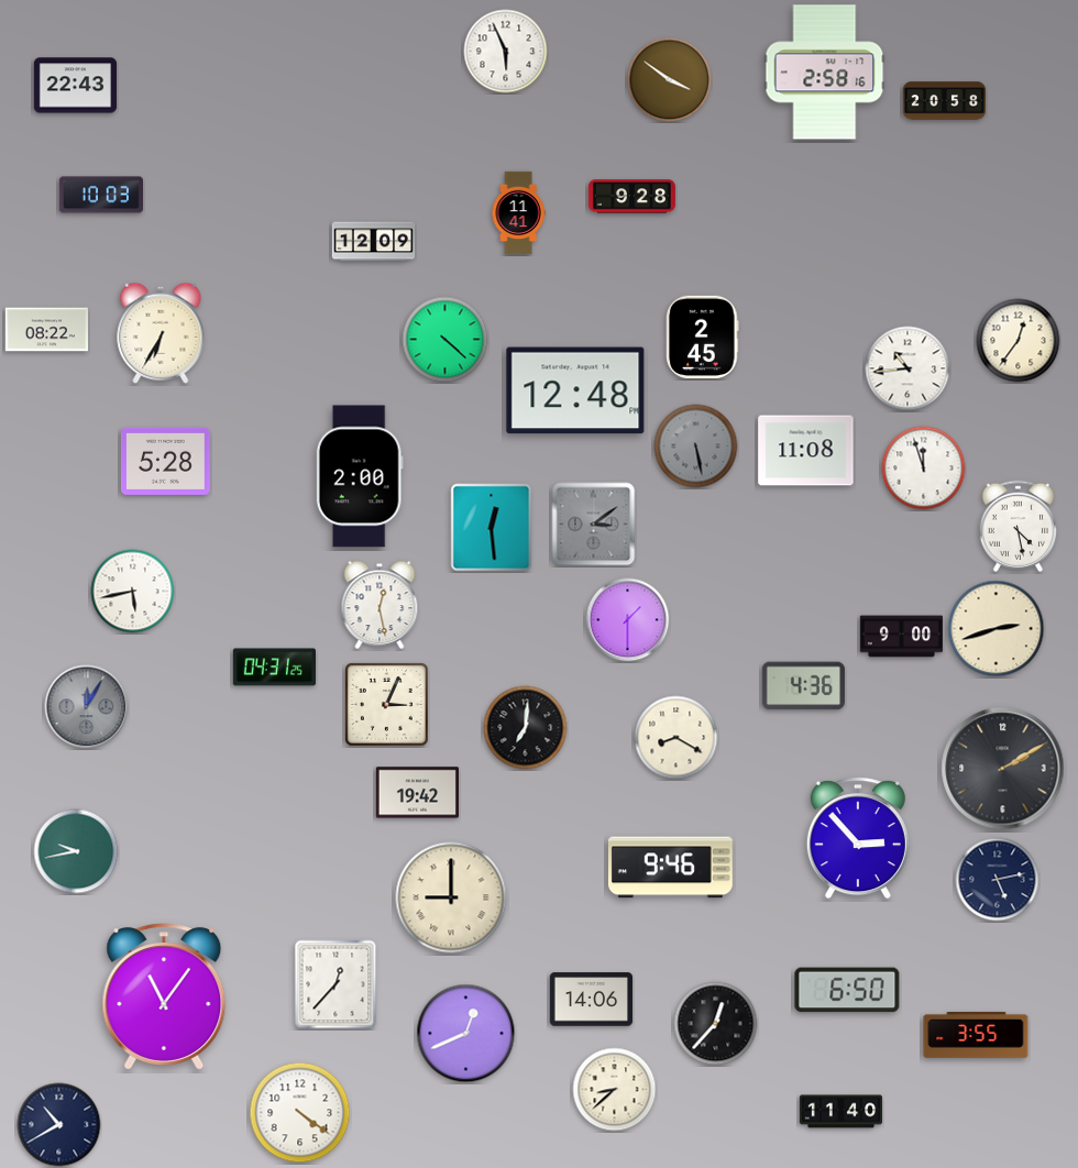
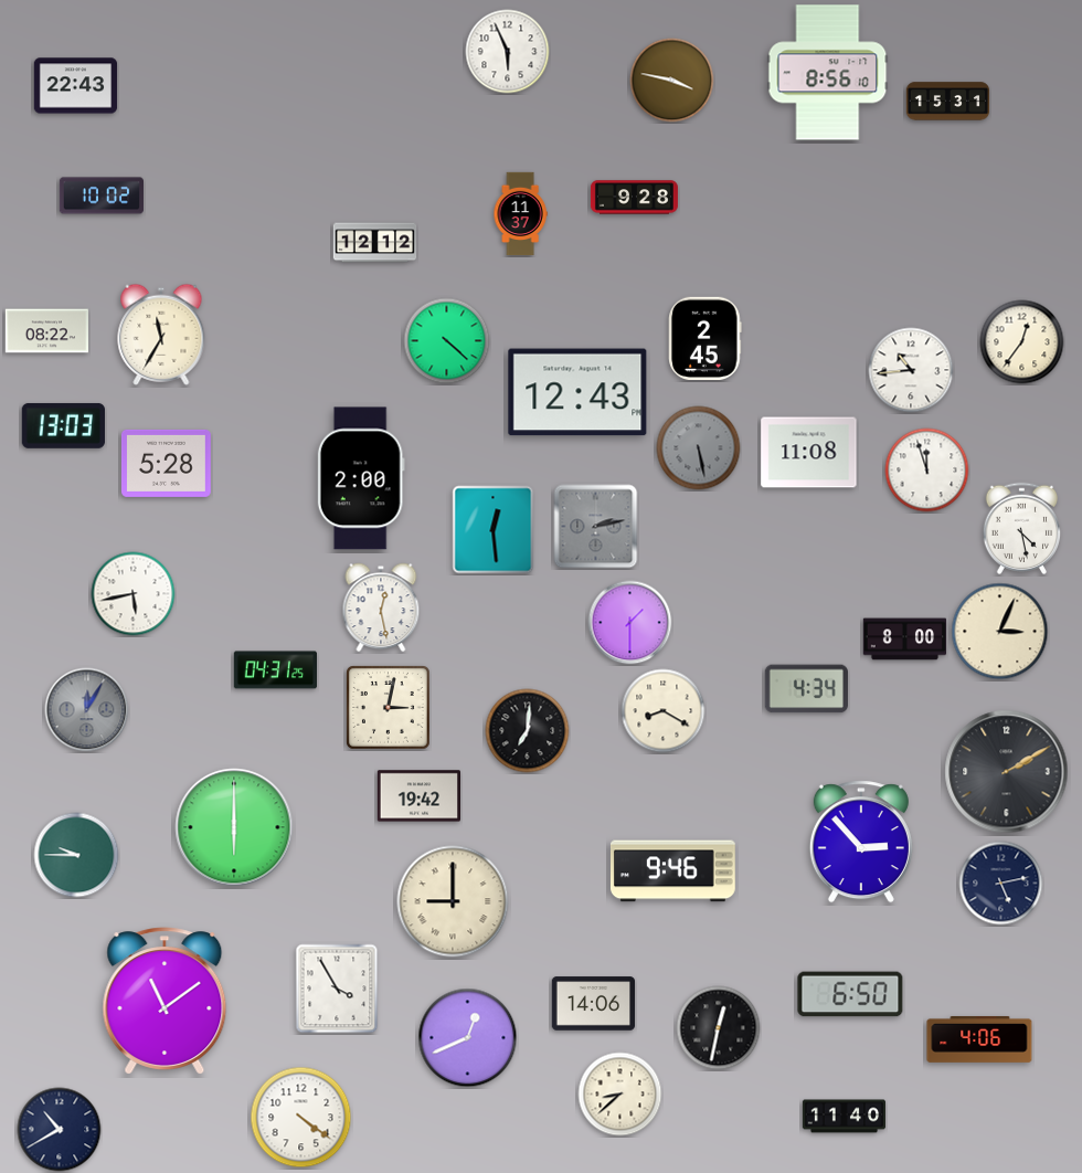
clock at (825, 73): 2:58 -> 8:56
clock at (670, 80): 3:51 -> 3:47
clock at (945, 101): 20:58 -> 15:31
clock at (100, 195): 10:03 -> 10:02
clock at (518, 213): 11:41 -> 11:37
clock at (374, 242): 12:09 -> 12:12
clock at (161, 333): 6:35 -> 11:35
clock at (575, 390): 12:48 -> 12:43
clock at (63, 425): none -> 13:03
clock at (594, 525): 3:09 -> 2:13
clock at (997, 629): 2:42 -> 3:04
clock at (902, 637): 9:00 -> 8:00
clock at (803, 686): 4:36 -> 4:34
clock at (386, 704): 3:04 -> 3:02
clock at (676, 738) position: (676, 738) -> (664, 711)
clock at (234, 827): none -> 6:00
clock at (76, 851): 9:43 -> 9:45
clock at (335, 984): 12:37 -> 3:55
clock at (164, 996): 11:06 -> 11:09
clock at (716, 1024): 12:37 -> 12:32
clock at (976, 1035): 3:55 -> 4:06
clock at (615, 1090) position: (615, 1090) -> (620, 1095)
